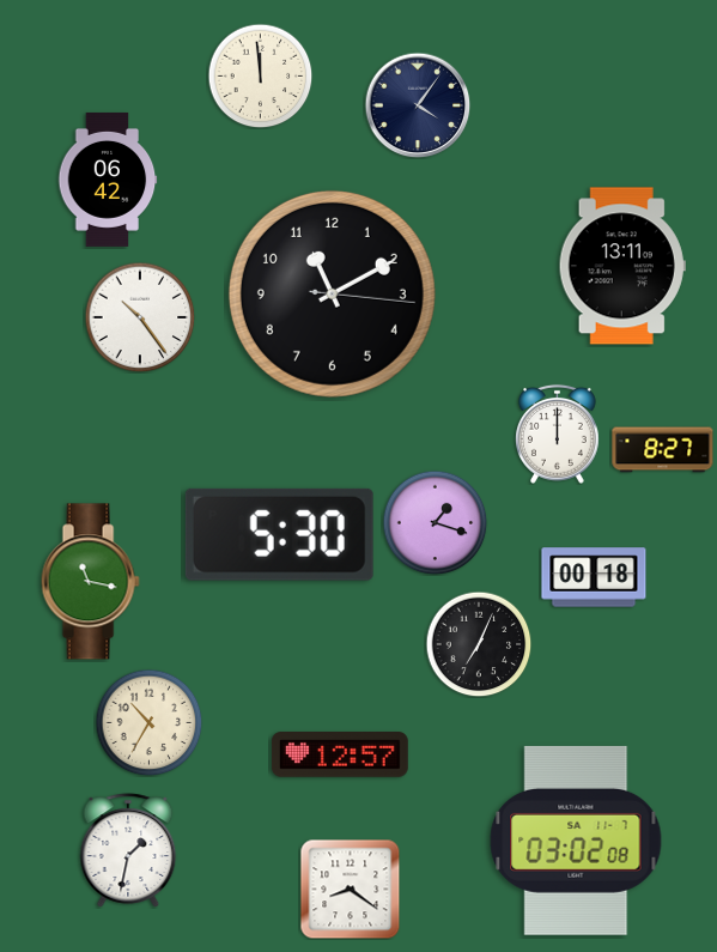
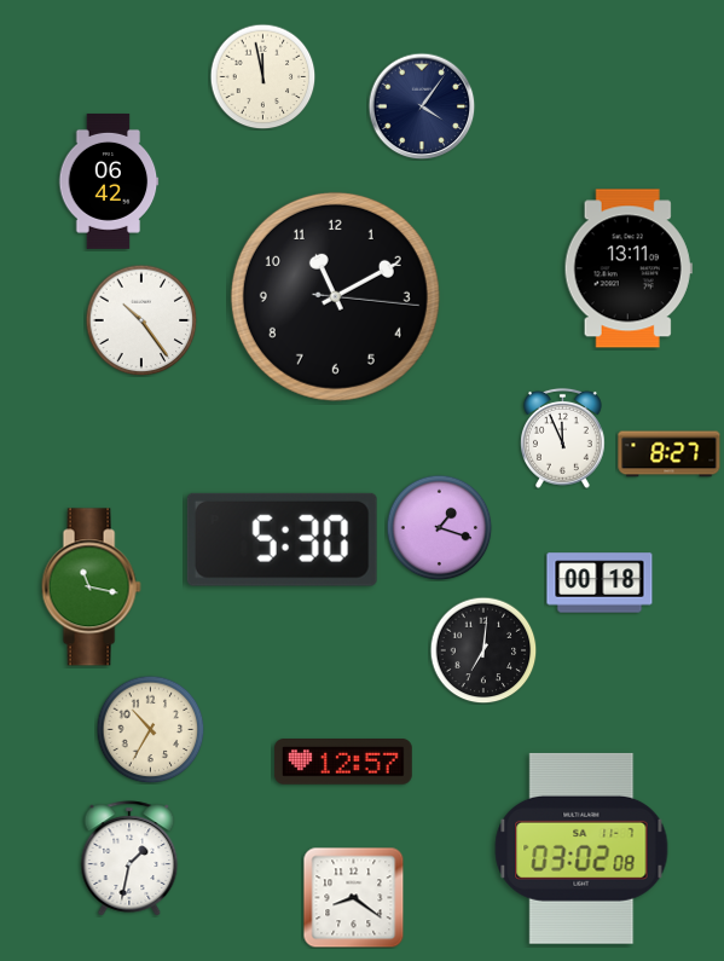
clock at (260, 75): 11:59 -> 11:58
clock at (558, 433): 12:00 -> 11:56
clock at (479, 644): 7:04 -> 7:01
